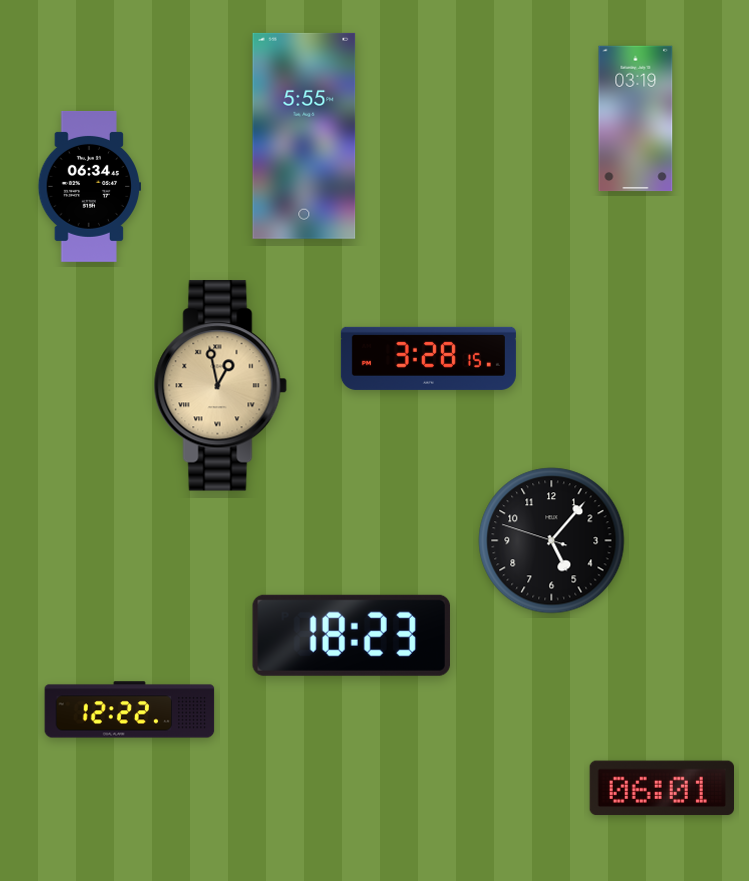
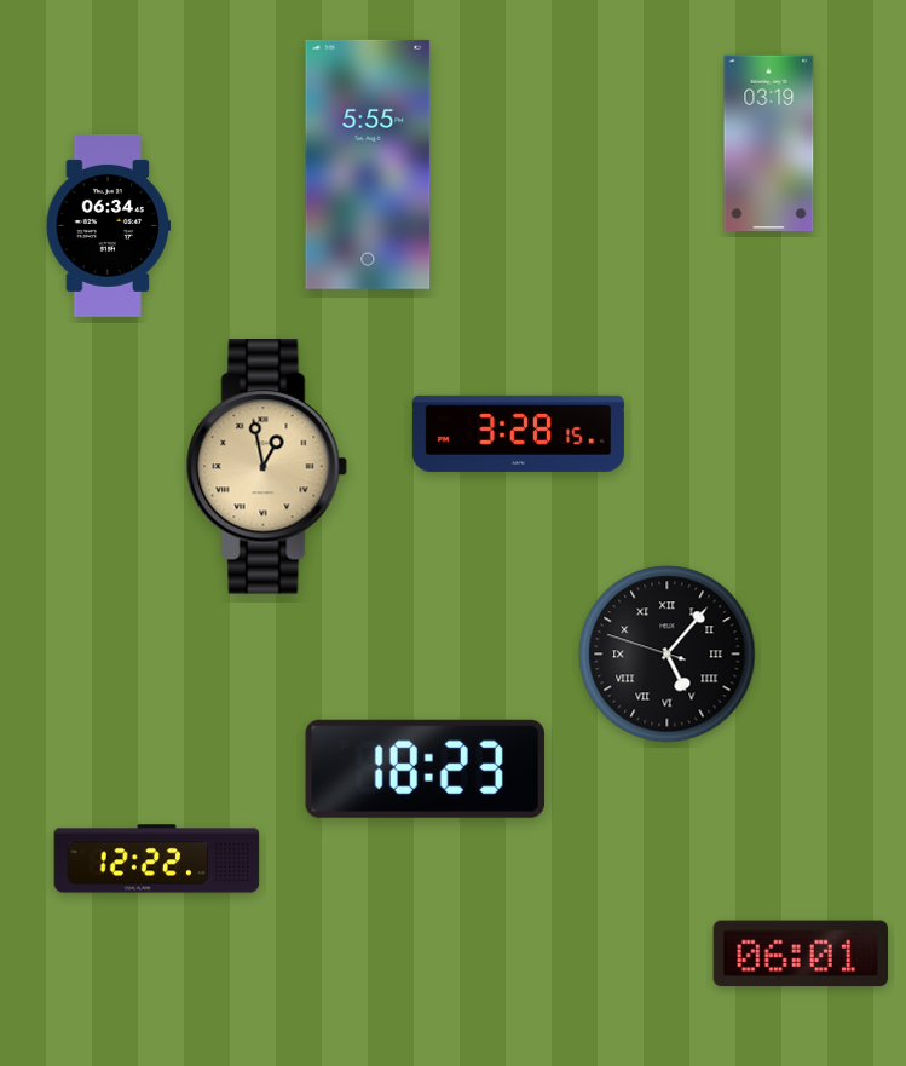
clock at (552, 541) numerals: Arabic -> Roman
